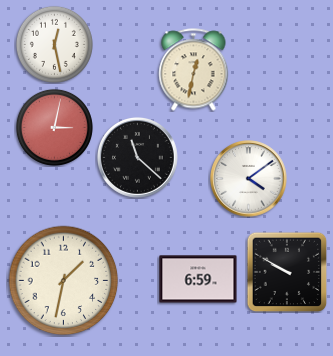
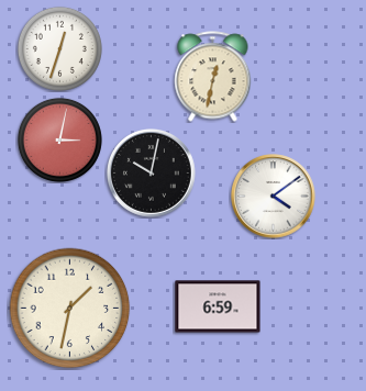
clock at (54, 44): 12:28 -> 12:33
clock at (137, 157): 11:22 -> 10:02
clock at (287, 272): 9:50 -> none
